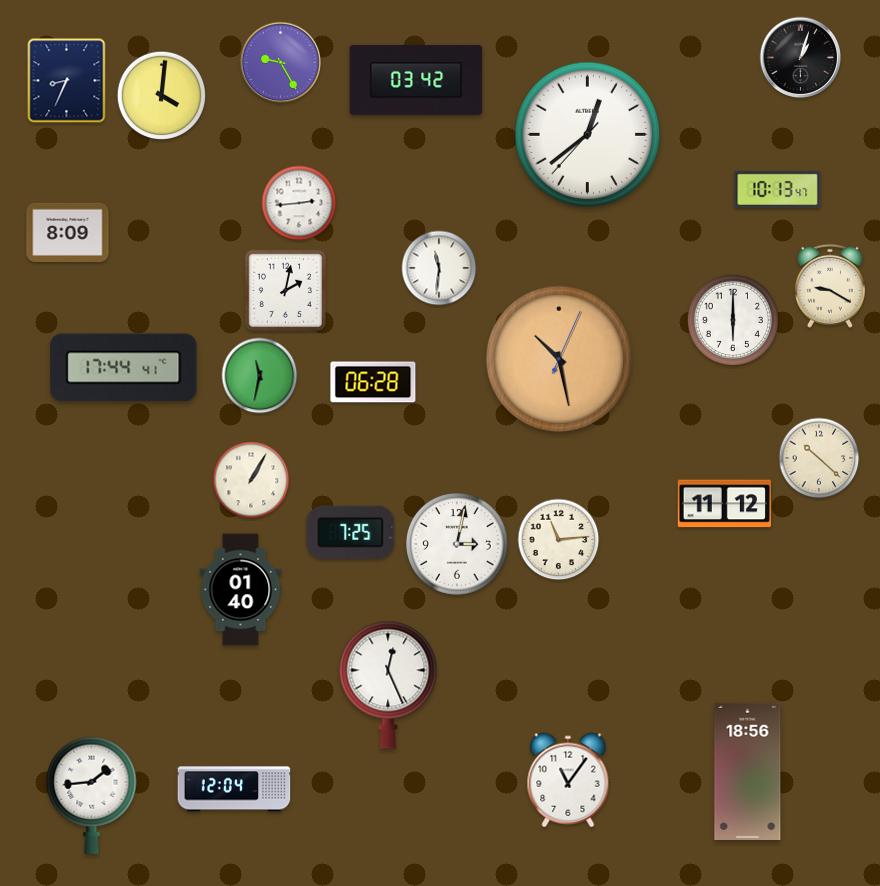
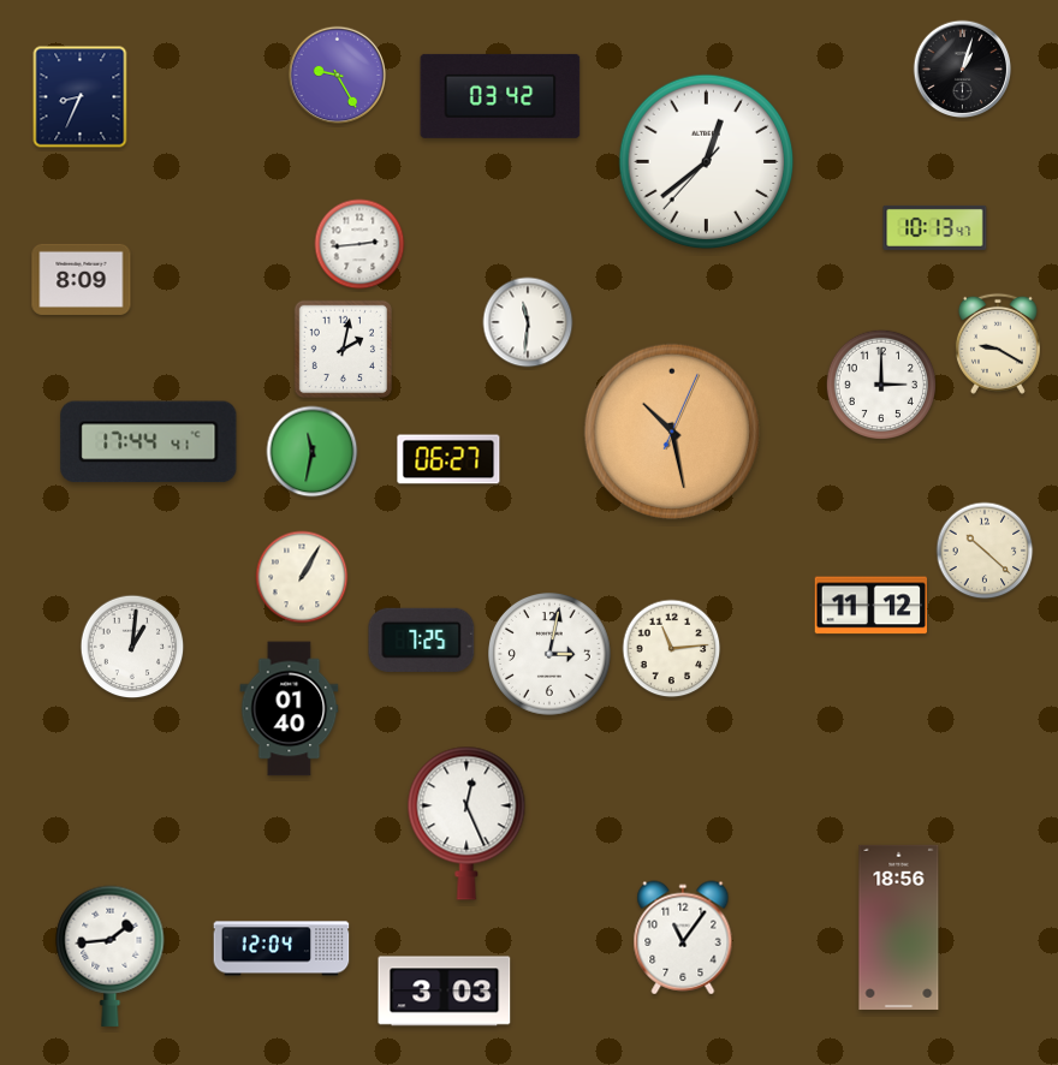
clock at (162, 96): 4:01 -> none
clock at (733, 320): 6:00 -> 3:00
clock at (373, 382): 06:28 -> 06:27
clock at (132, 647): none -> 1:01
clock at (445, 992): none -> 3:03
